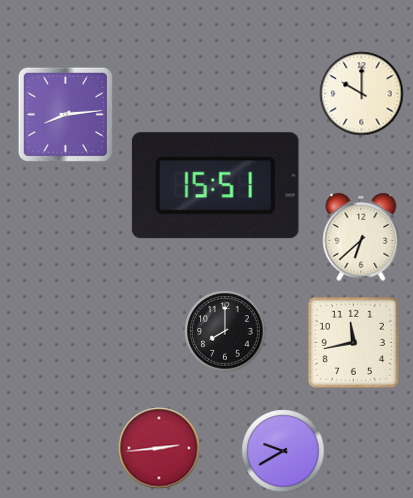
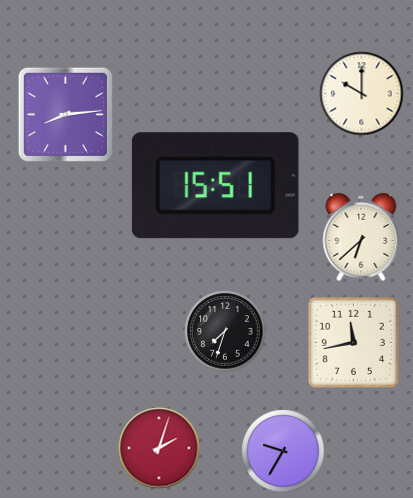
clock at (225, 331): 8:00 -> 7:33
clock at (159, 448): 2:44 -> 2:03
clock at (283, 451): 9:40 -> 9:35
